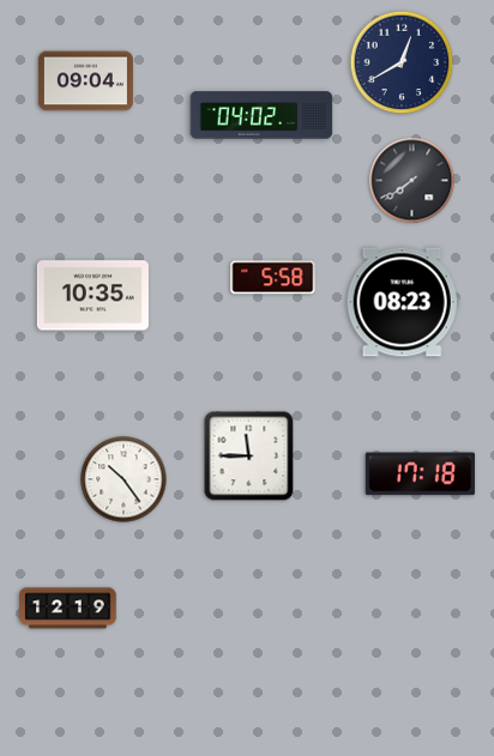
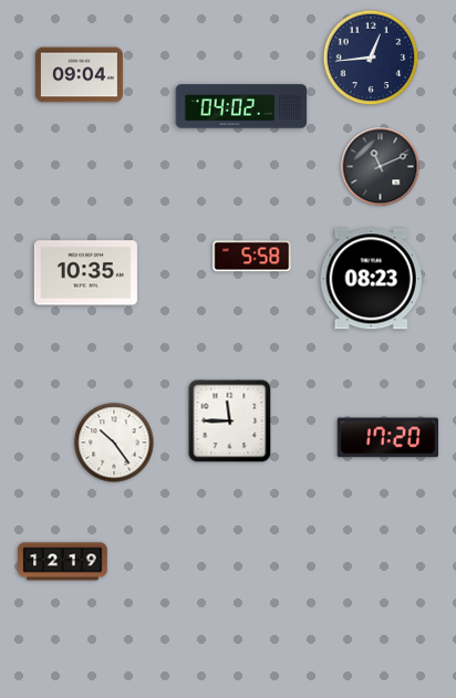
clock at (402, 62): 12:40 -> 12:44
clock at (412, 181): 7:39 -> 11:11
clock at (420, 474): 17:18 -> 17:20
